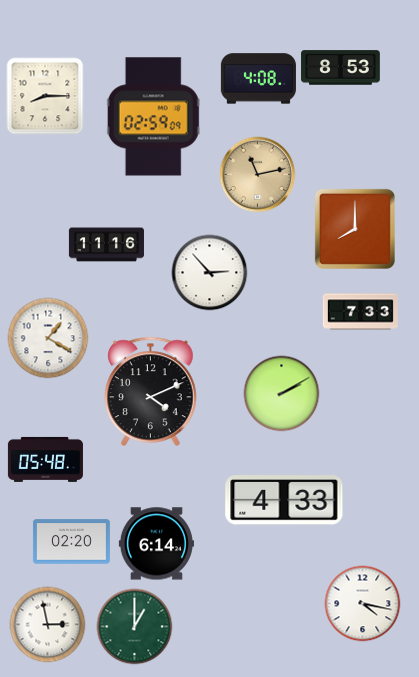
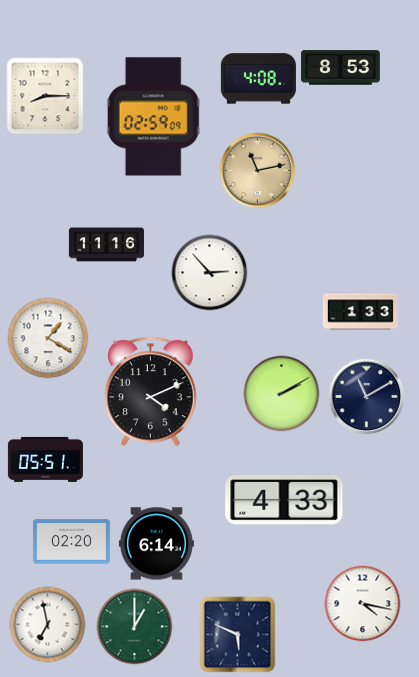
clock at (258, 175) position: (258, 175) -> (258, 171)
clock at (355, 229): 8:00 -> none
clock at (360, 312): 7:33 -> 1:33
clock at (367, 397): none -> 11:10
clock at (45, 459): 05:48 -> 05:51
clock at (48, 625): 2:58 -> 6:58
clock at (238, 635): none -> 5:49
